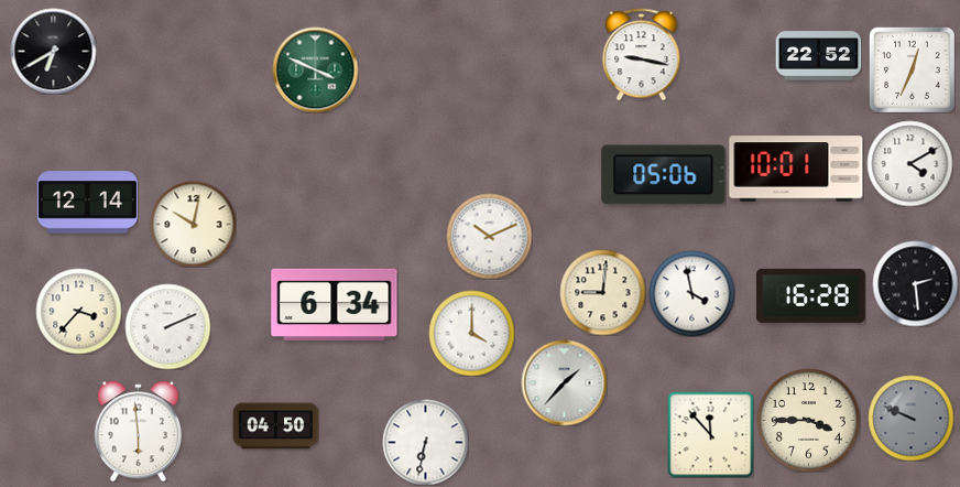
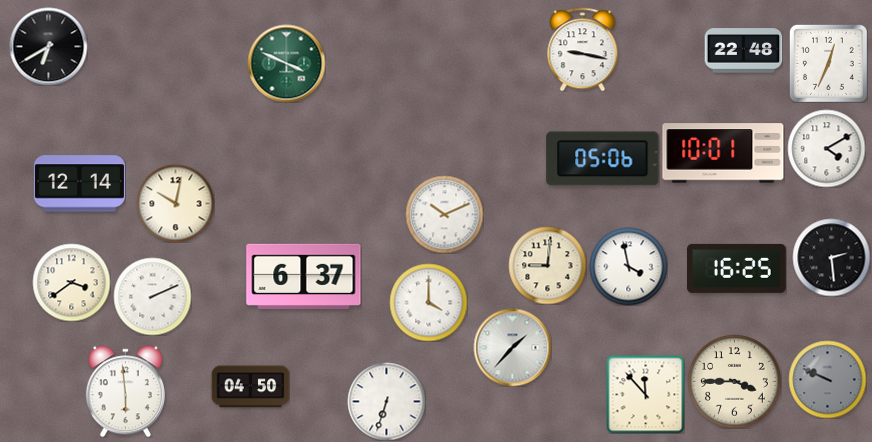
clock at (818, 56): 22:52 -> 22:48
clock at (811, 295): 16:28 -> 16:25
clock at (335, 304): 6:34 -> 6:37
clock at (78, 311): 3:37 -> 3:39
clock at (425, 442): 6:32 -> 6:33
